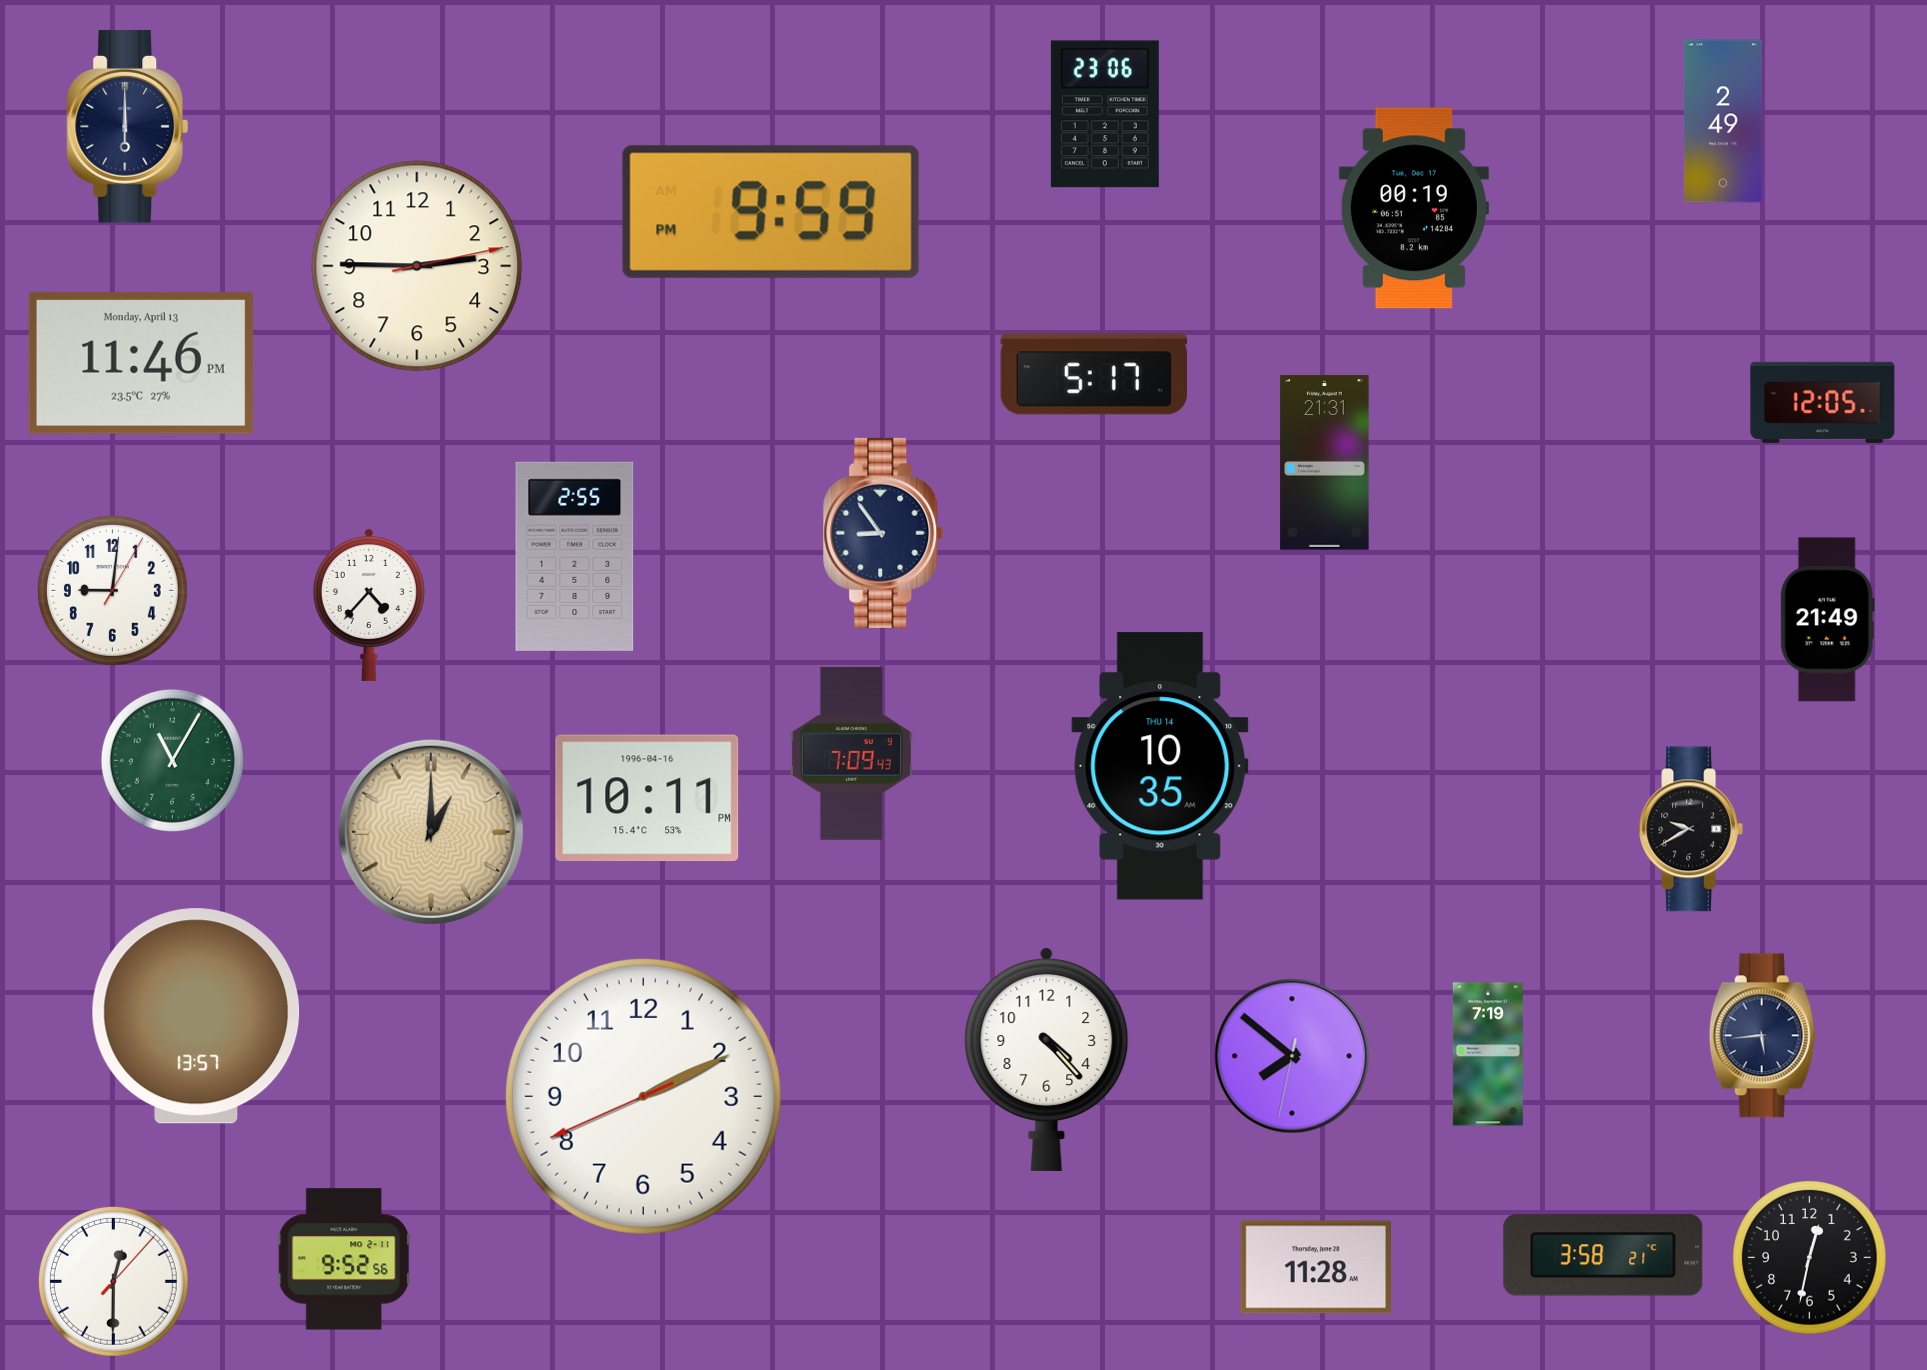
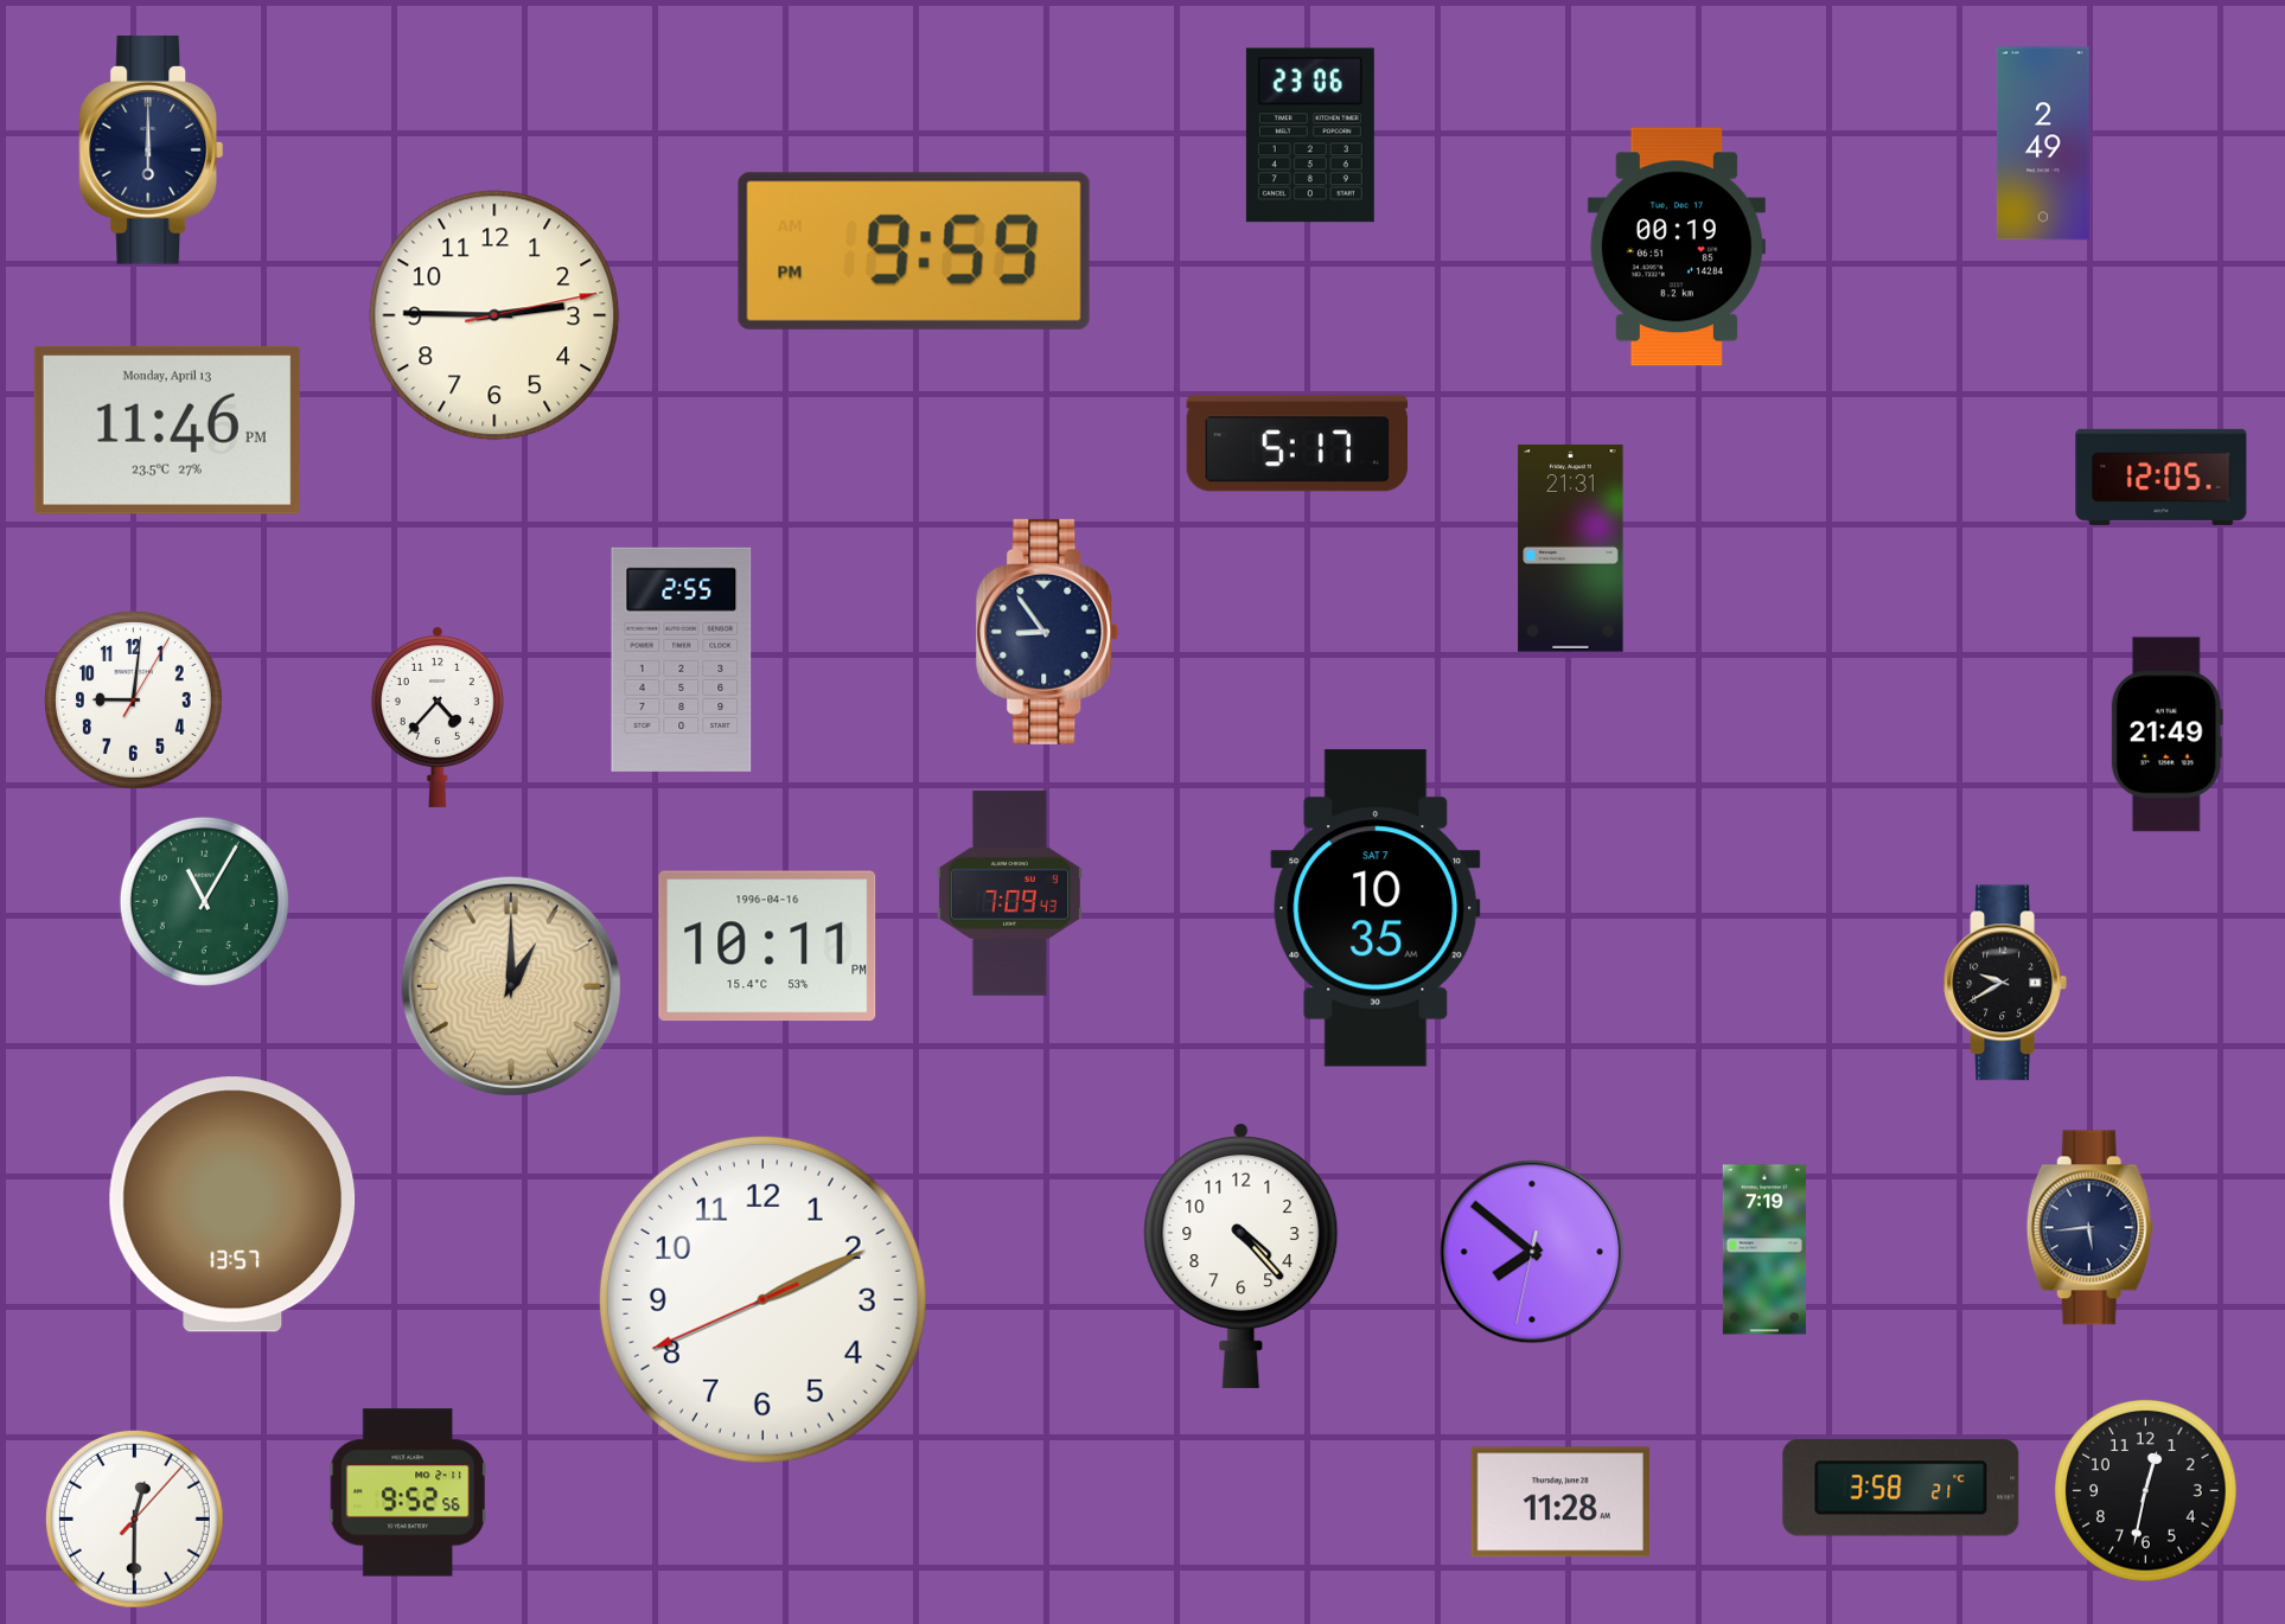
clock at (1160, 766) date: THU 14 -> SAT 7
